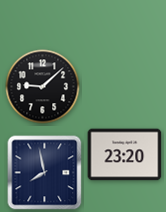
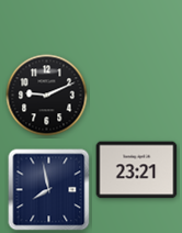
clock at (43, 87): 9:08 -> 9:11
clock at (125, 155): 23:20 -> 23:21
